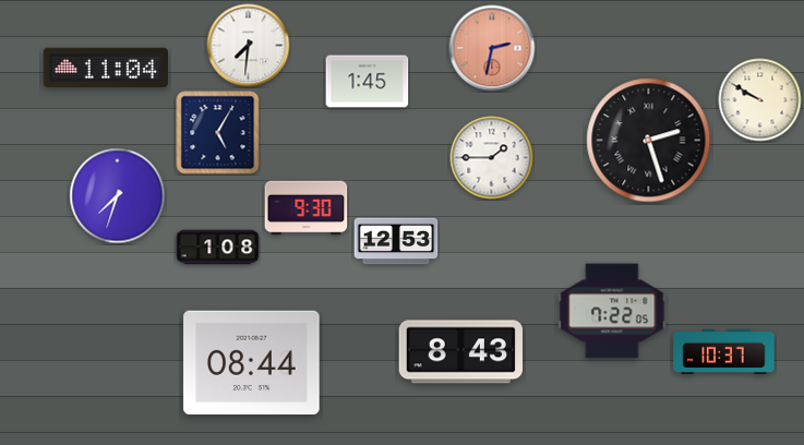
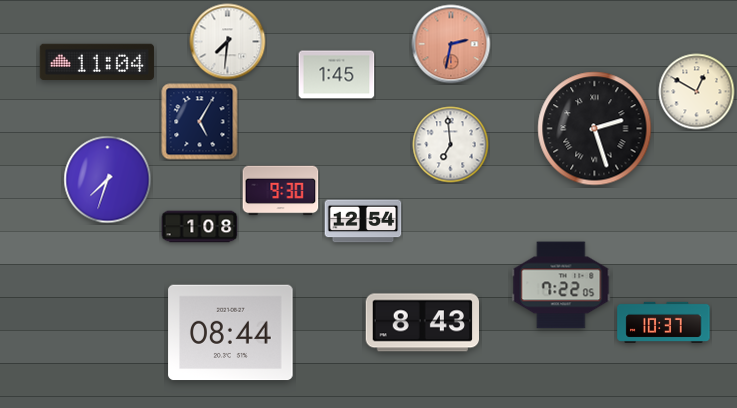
clock at (760, 100): 9:50 -> 12:50
clock at (492, 158): 1:45 -> 6:59
clock at (396, 241): 12:53 -> 12:54
